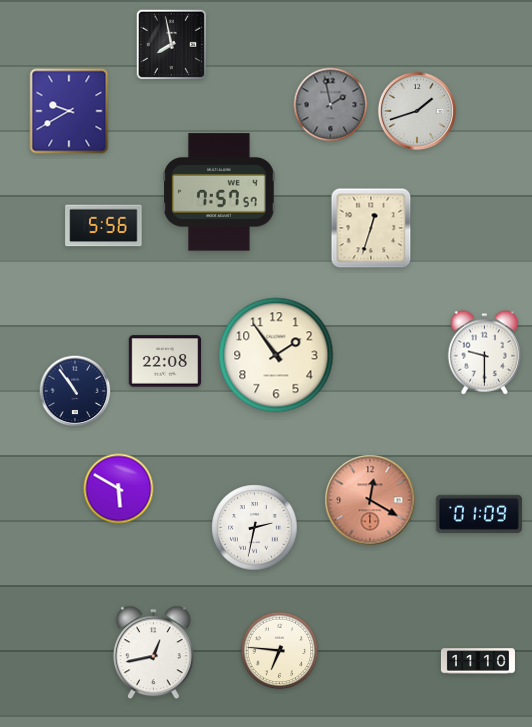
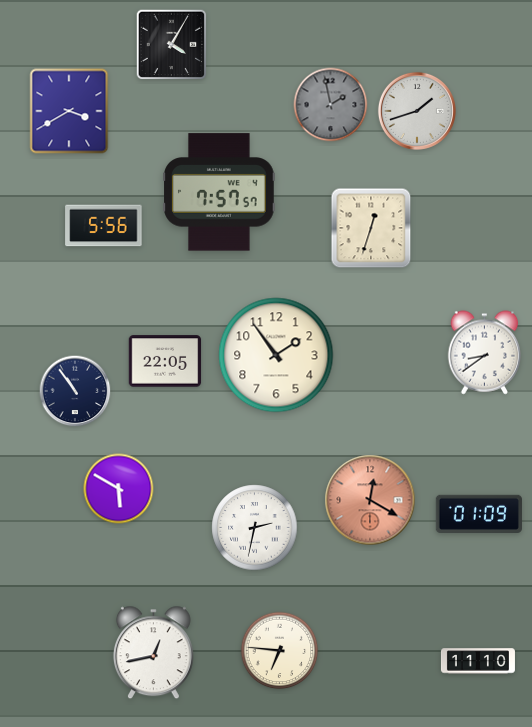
clock at (172, 45): 7:58 -> 4:05
clock at (69, 111): 9:40 -> 3:40
clock at (485, 353): 9:30 -> 8:39
clock at (165, 361): 22:08 -> 22:05
